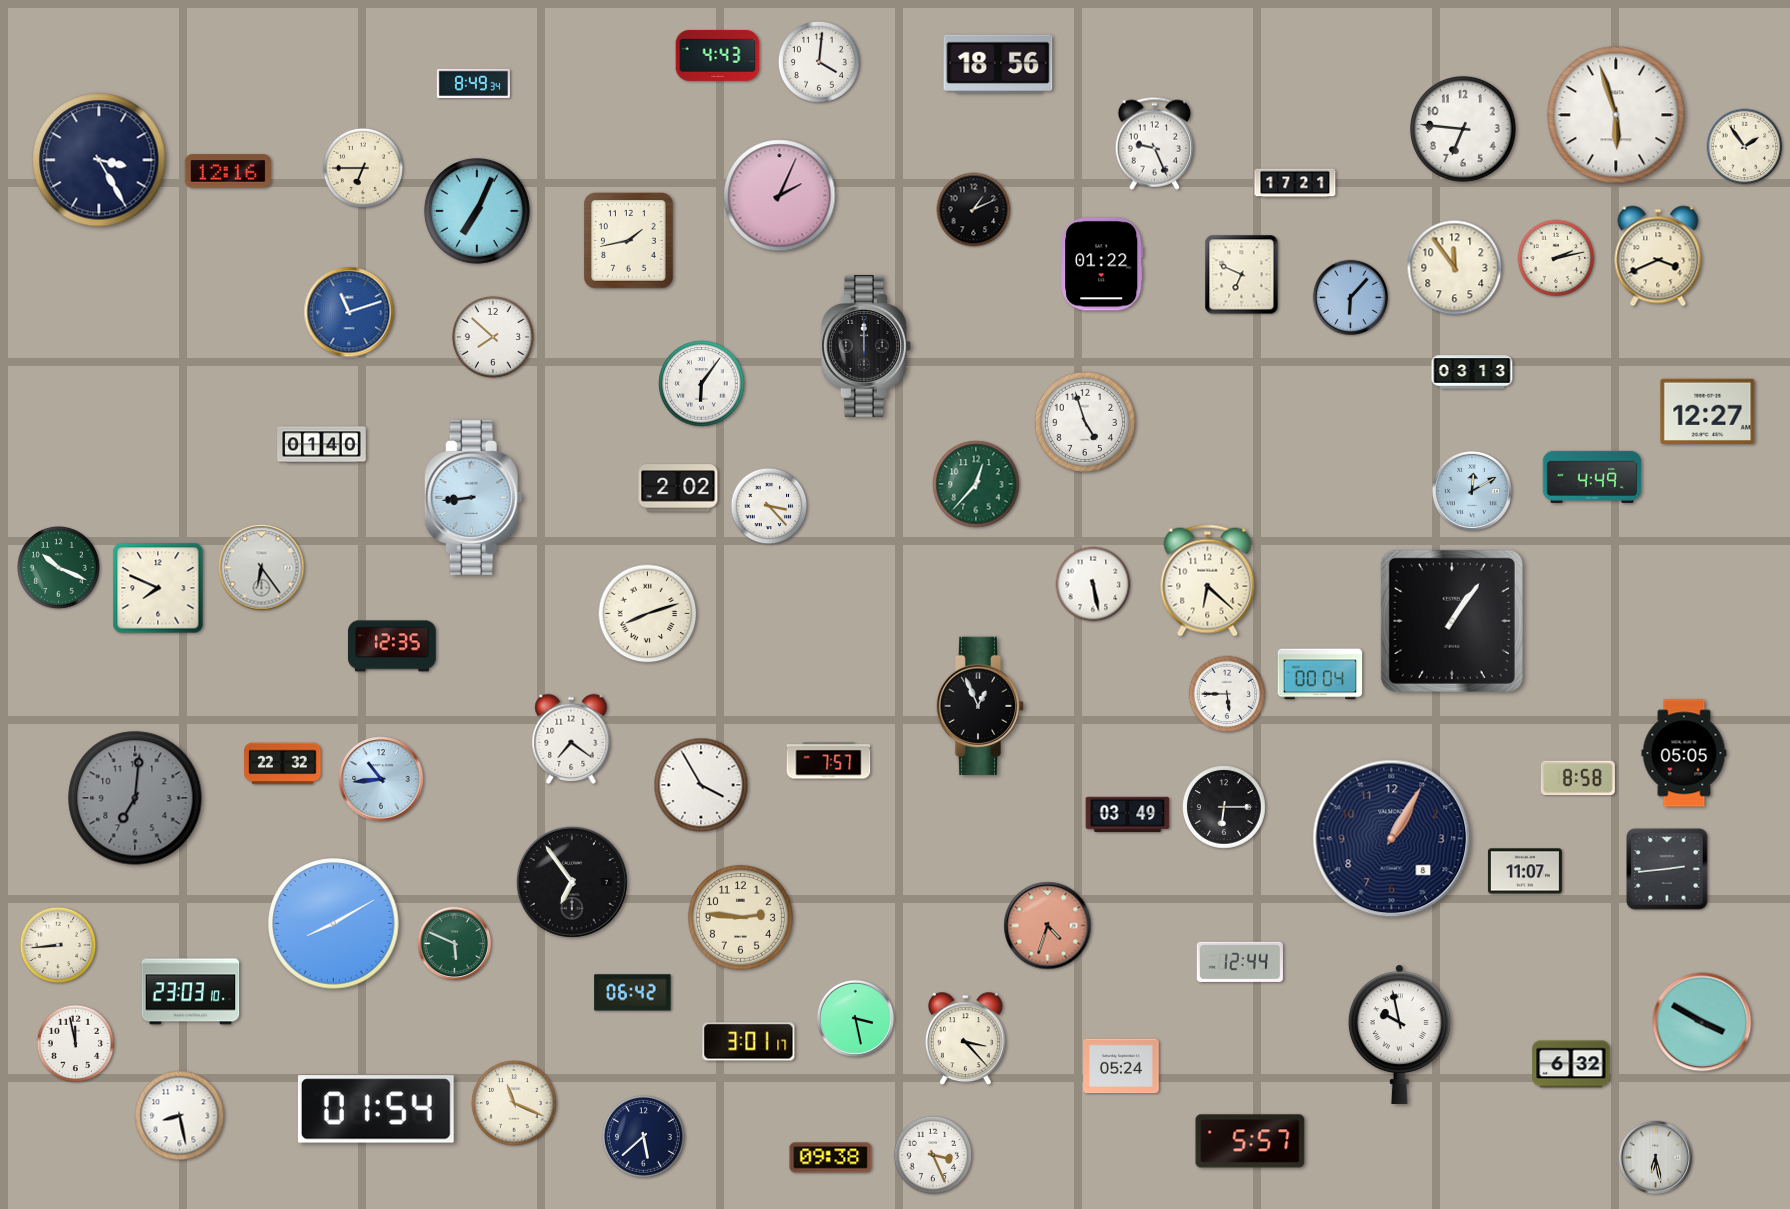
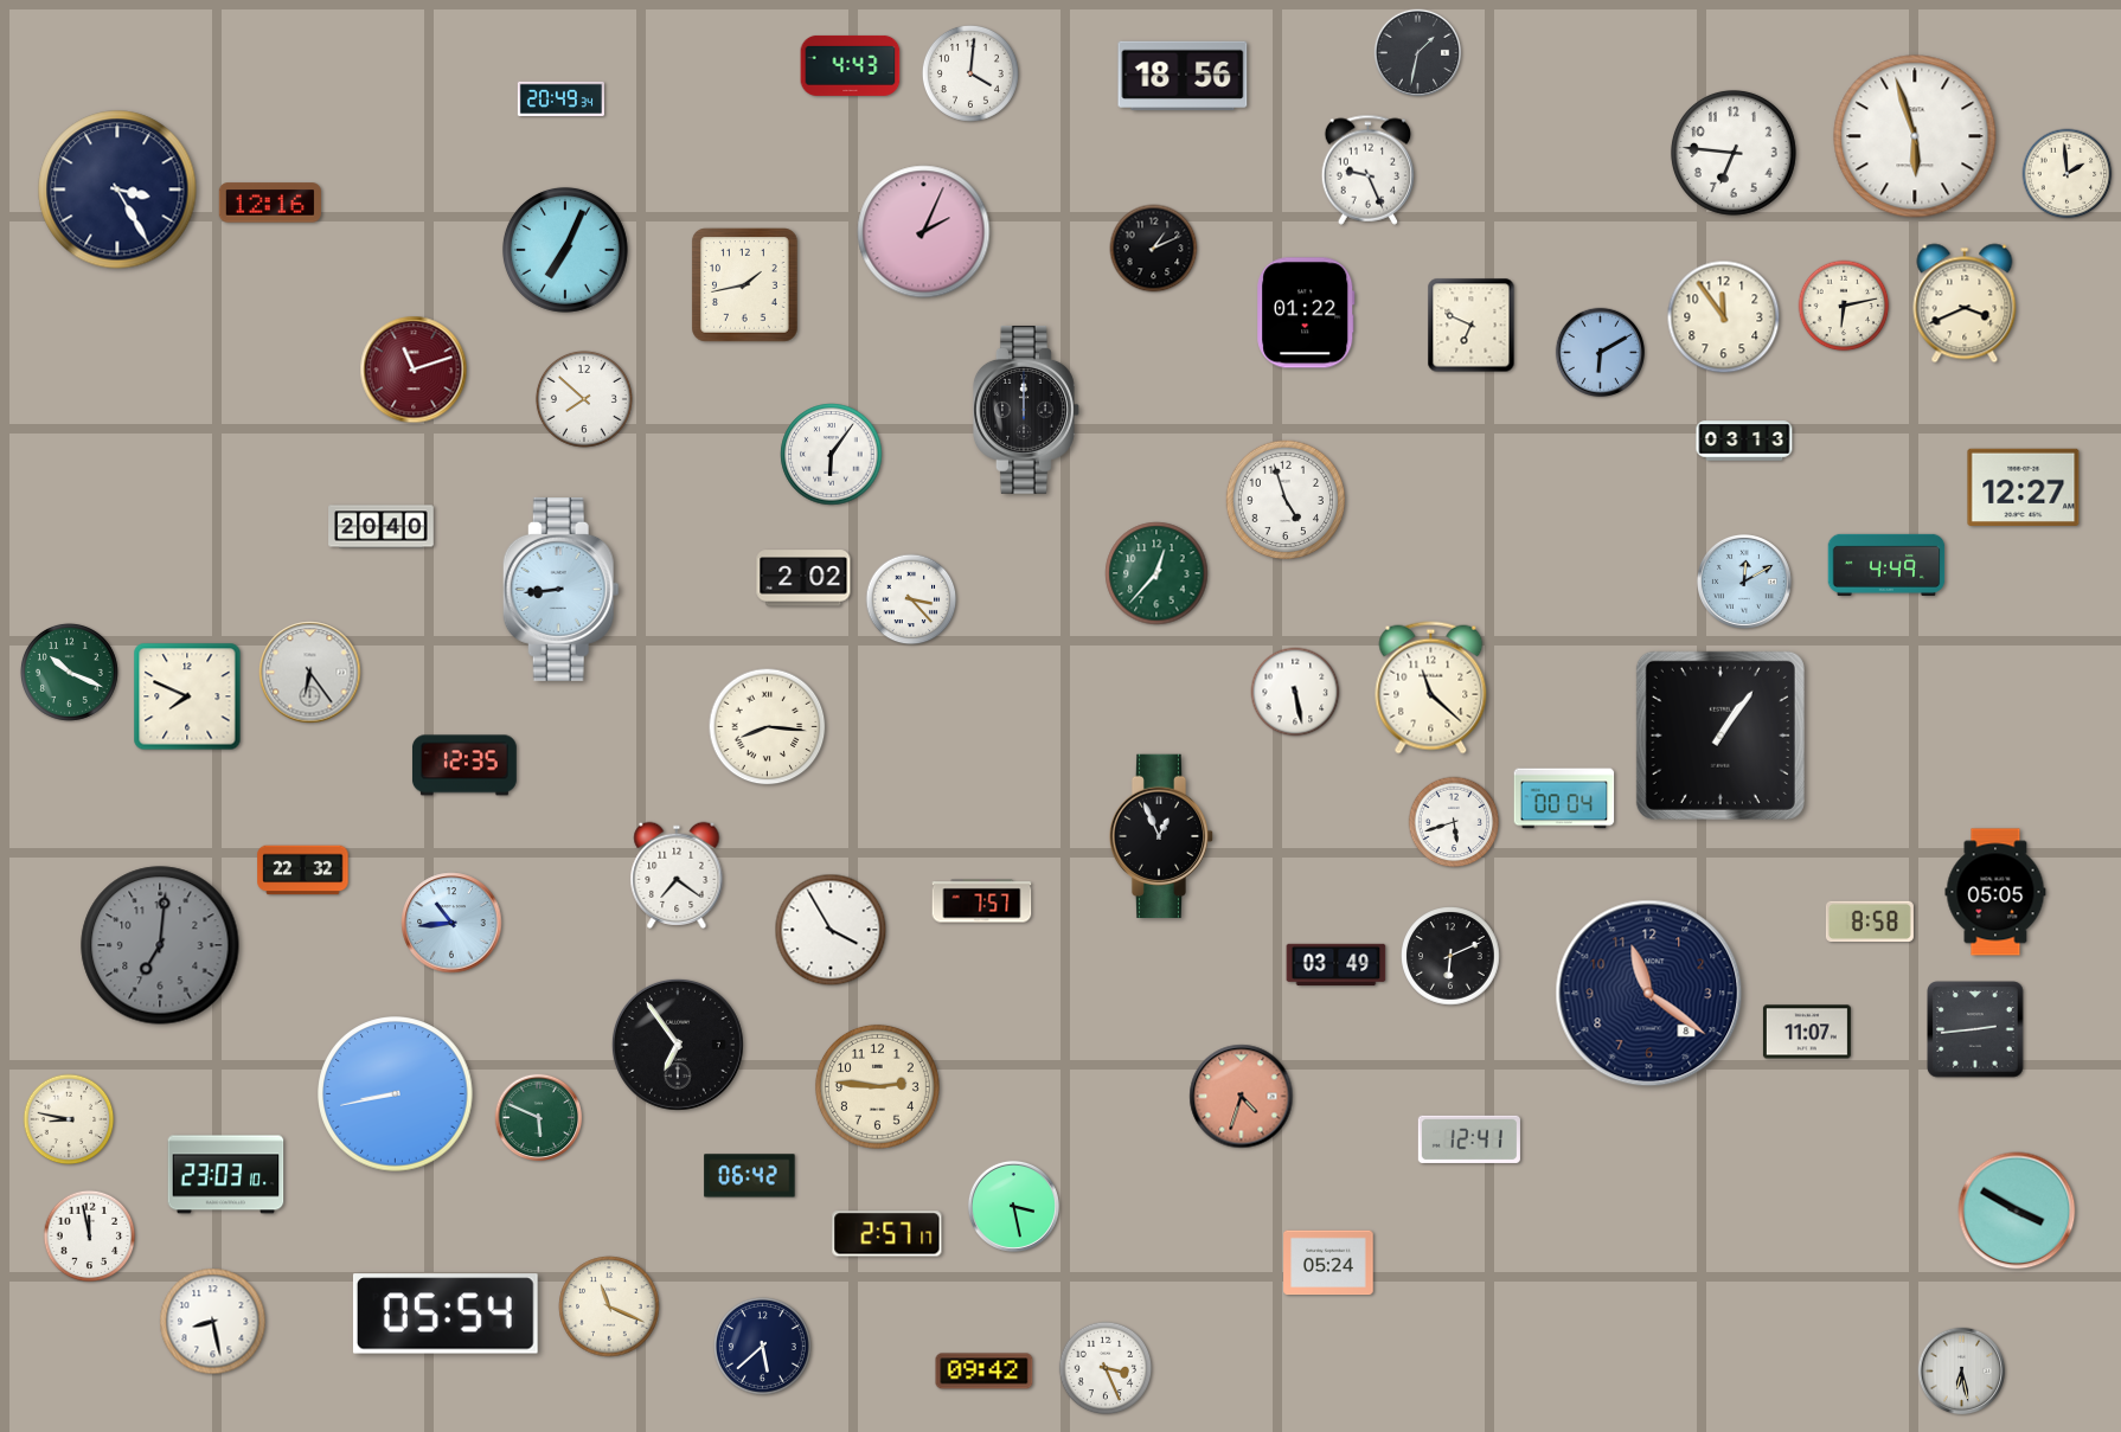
clock at (1418, 53): none -> 1:32
clock at (473, 83): 8:49 -> 20:49
clock at (1745, 147): 1:54 -> 1:59
clock at (363, 168): 6:45 -> none
clock at (1295, 183): 17:21 -> none
clock at (1556, 258): 2:13 -> 6:13
clock at (1350, 297): 6:07 -> 6:10
clock at (349, 312) dial: blue -> burgundy
clock at (322, 445): 01:40 -> 20:40
clock at (1208, 581): 6:22 -> 11:22
clock at (648, 614): 8:12 -> 8:16
clock at (1227, 694): 5:45 -> 5:42
clock at (283, 764) position: (283, 764) -> (303, 871)
clock at (1224, 807): 6:15 -> 6:11
clock at (1392, 839): 1:05 -> 11:21
clock at (334, 924): 8:10 -> 8:43
clock at (58, 945): 8:44 -> 8:47
clock at (1240, 962): 12:44 -> 12:41
clock at (1399, 1034): 9:58 -> none
clock at (965, 1039): 3:23 -> none
clock at (749, 1042): 3:01 -> 2:57
clock at (1571, 1064): 6:32 -> none
clock at (376, 1109): 01:54 -> 05:54
clock at (1250, 1141): 5:57 -> none
clock at (831, 1158): 09:38 -> 09:42
